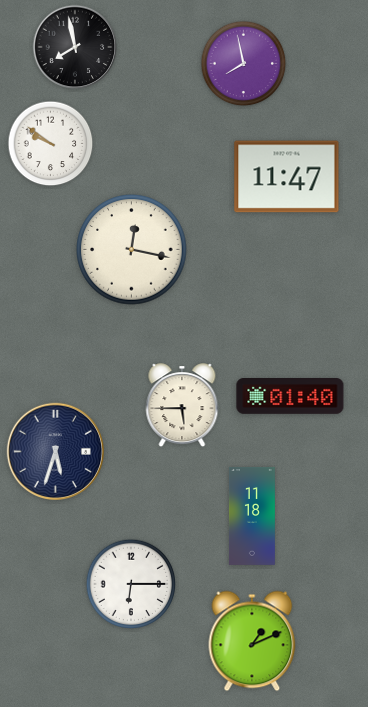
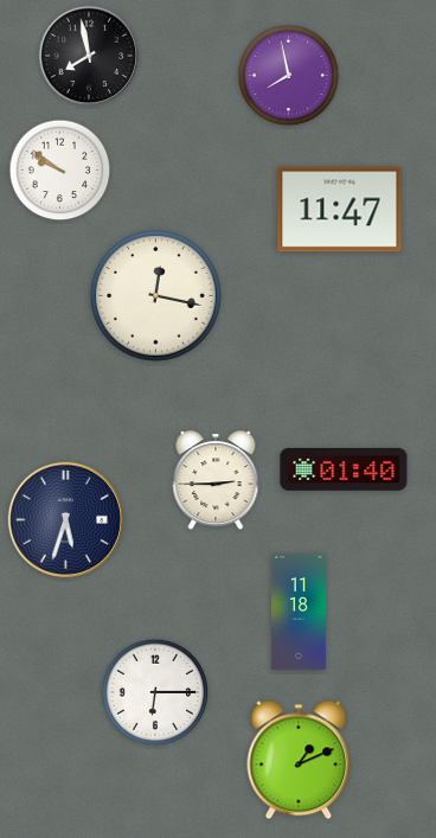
clock at (182, 406): 5:45 -> 2:45
clock at (55, 451) position: (55, 451) -> (65, 519)
